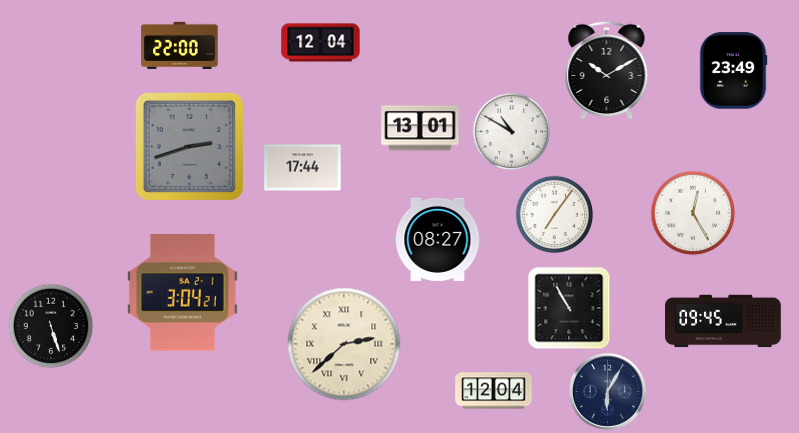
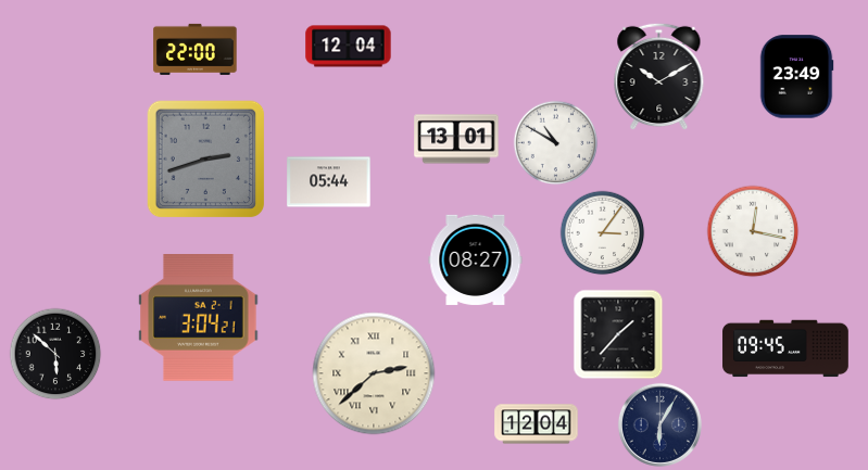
clock at (303, 168): 17:44 -> 05:44
clock at (693, 213): 12:25 -> 12:17
clock at (554, 214): 7:06 -> 3:06
clock at (569, 308): 10:55 -> 1:37
clock at (51, 326): 5:27 -> 5:52
